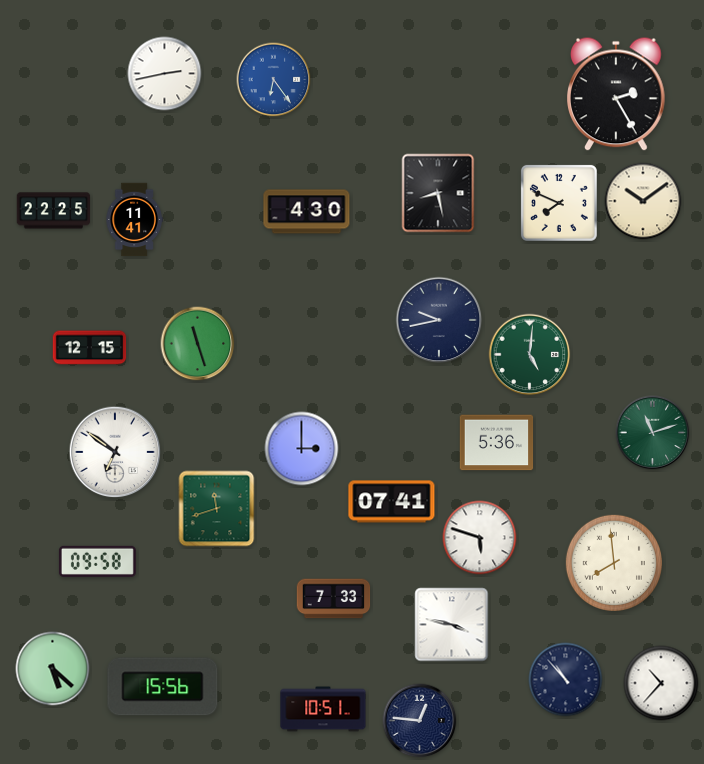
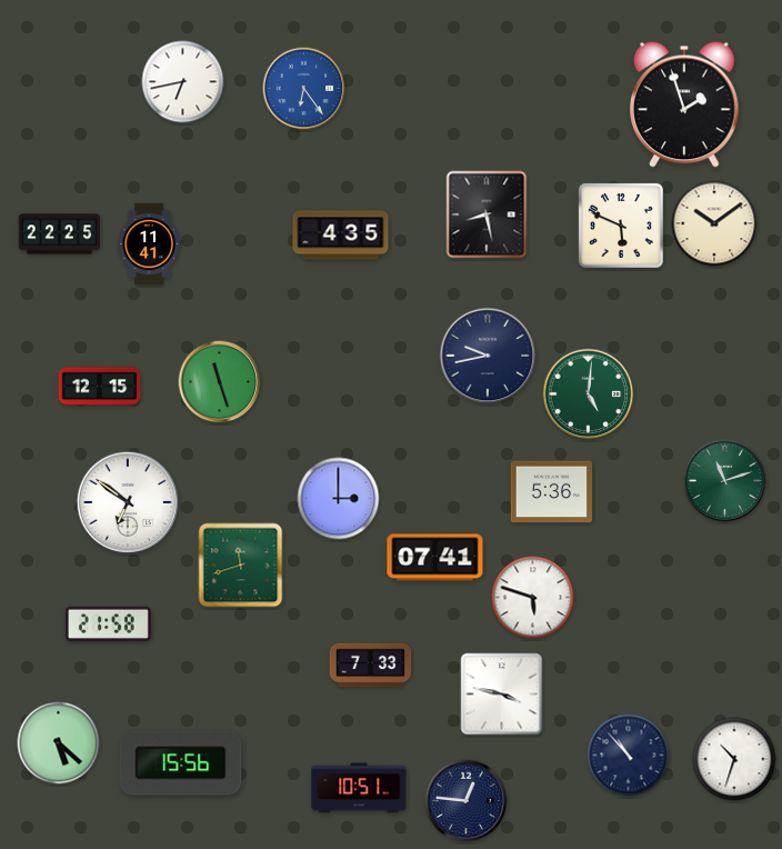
clock at (165, 74): 2:43 -> 6:43
clock at (616, 94): 2:25 -> 1:57
clock at (559, 203): 7:49 -> 5:49
clock at (307, 212): 4:30 -> 4:35
clock at (302, 449) position: (302, 449) -> (339, 499)
clock at (97, 561): 09:58 -> 21:58
clock at (614, 563): 7:59 -> none
clock at (661, 683): 10:37 -> 10:33
